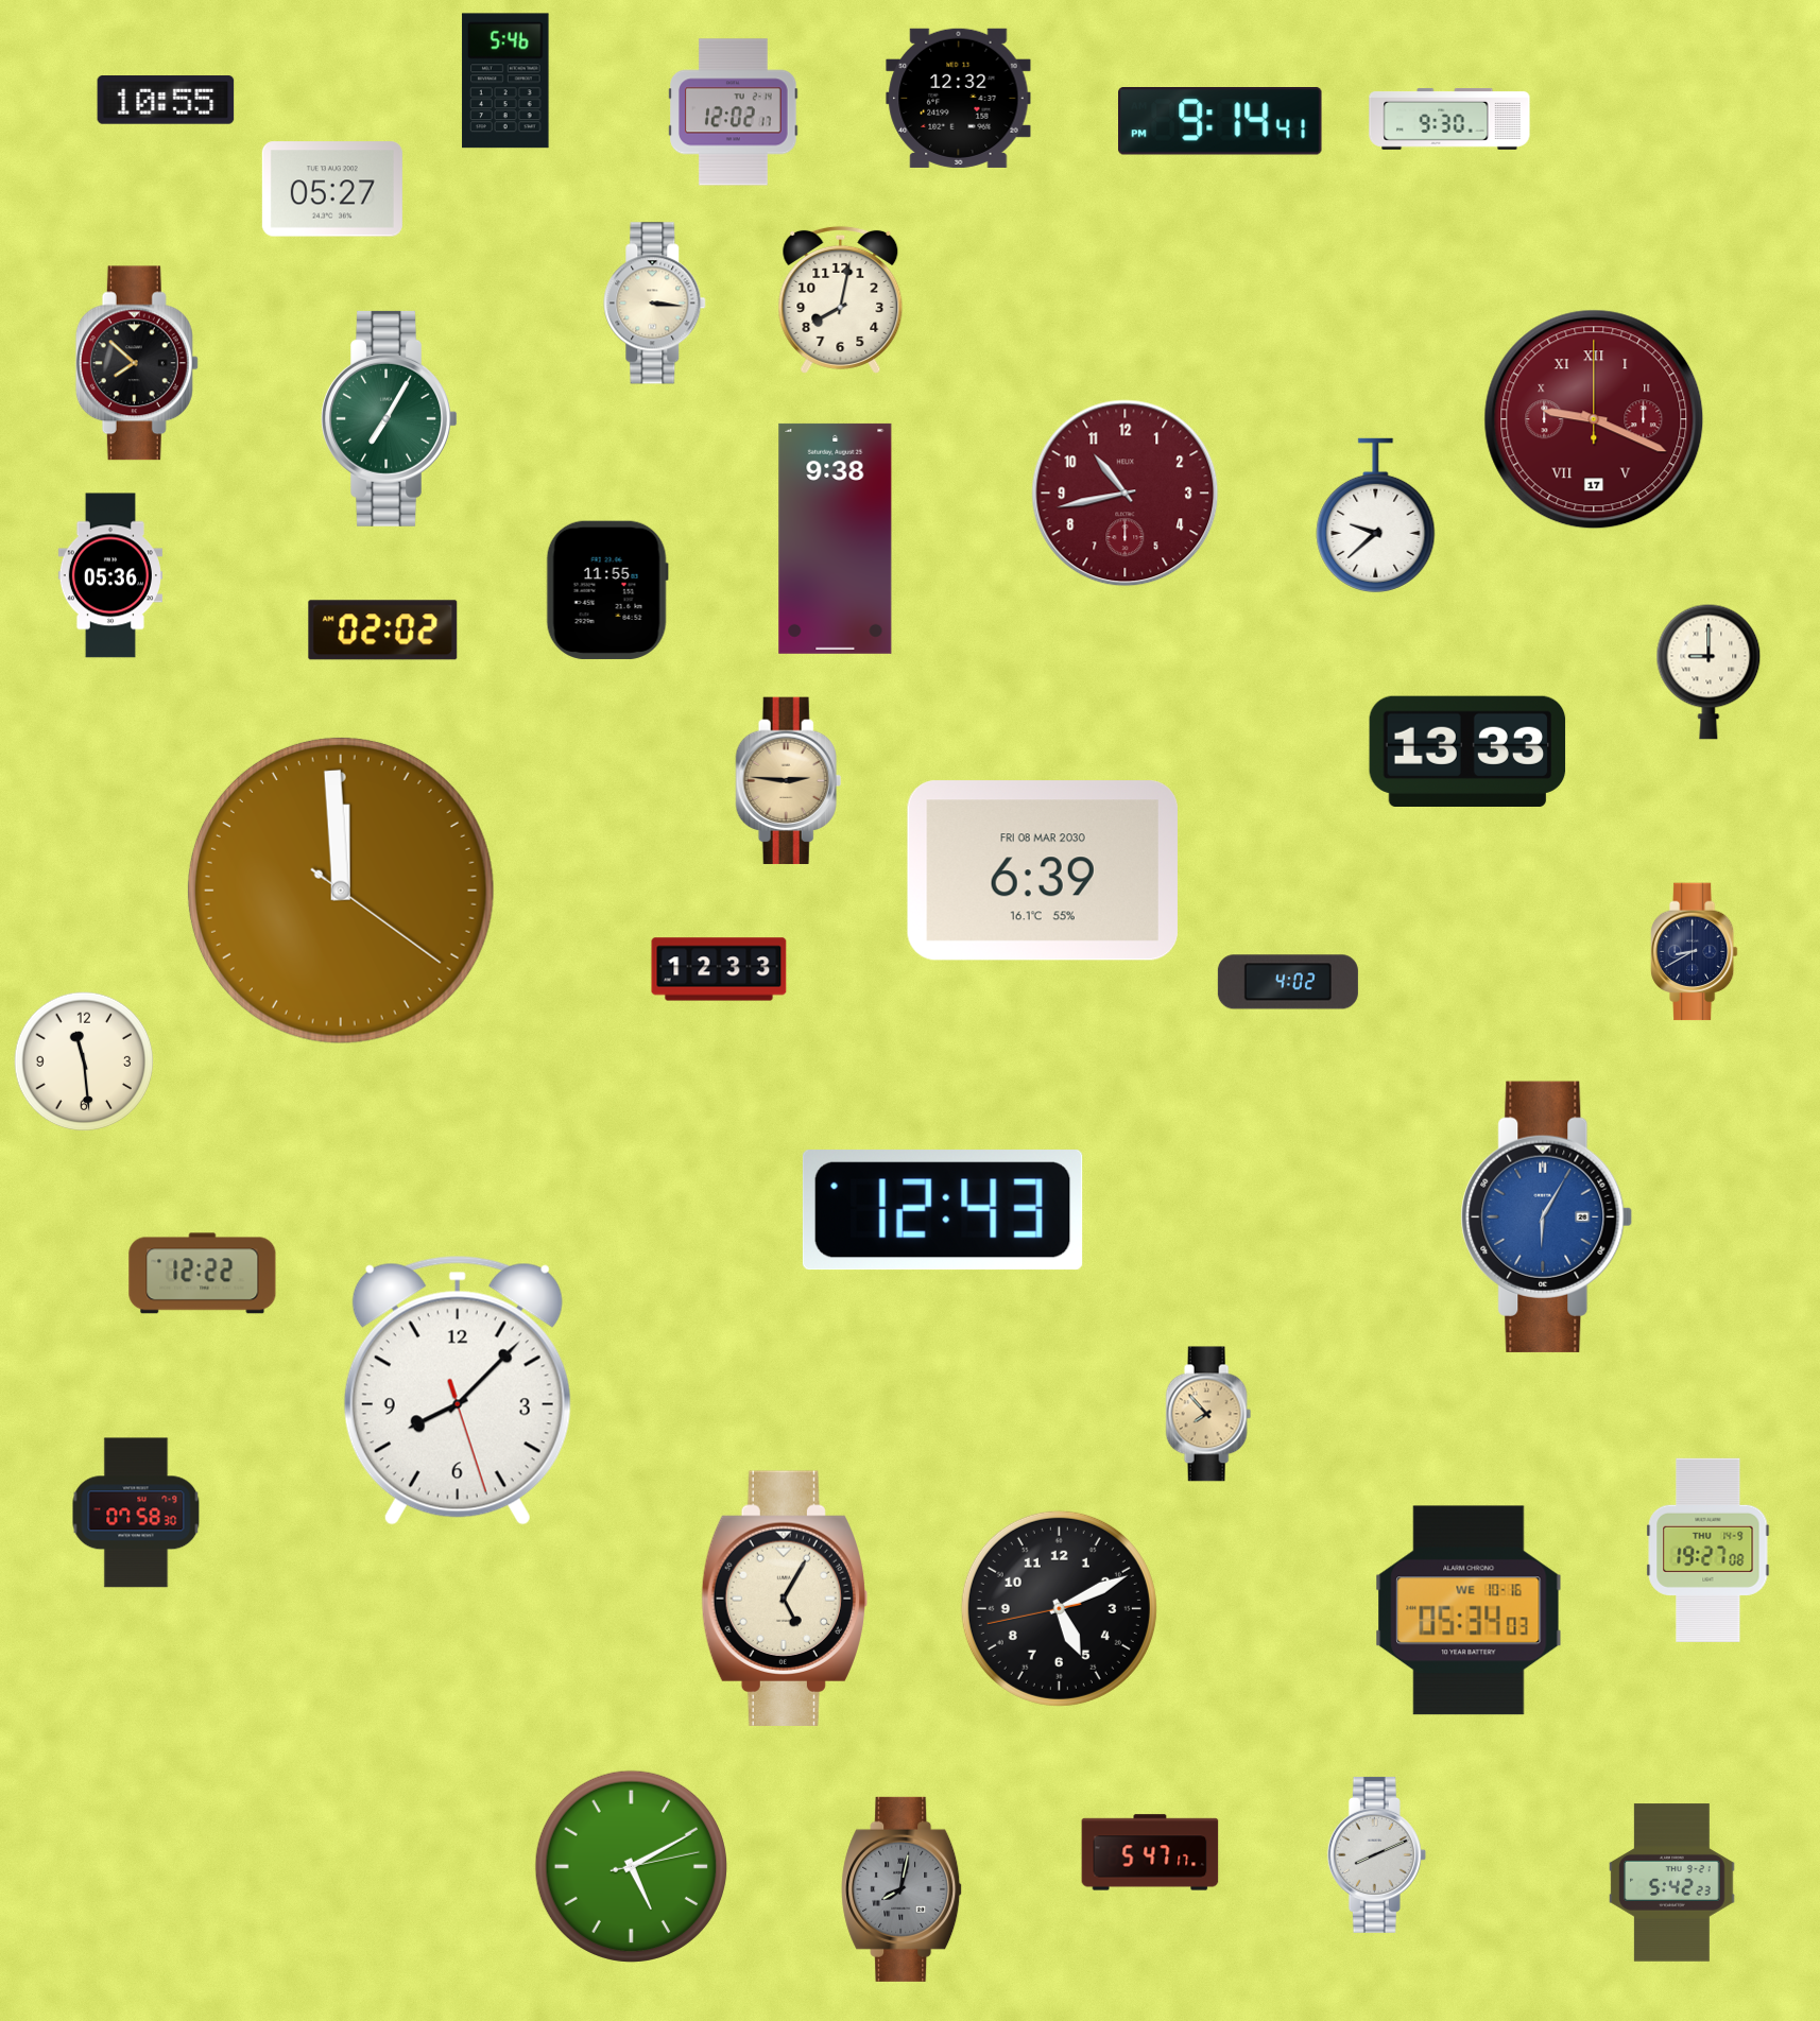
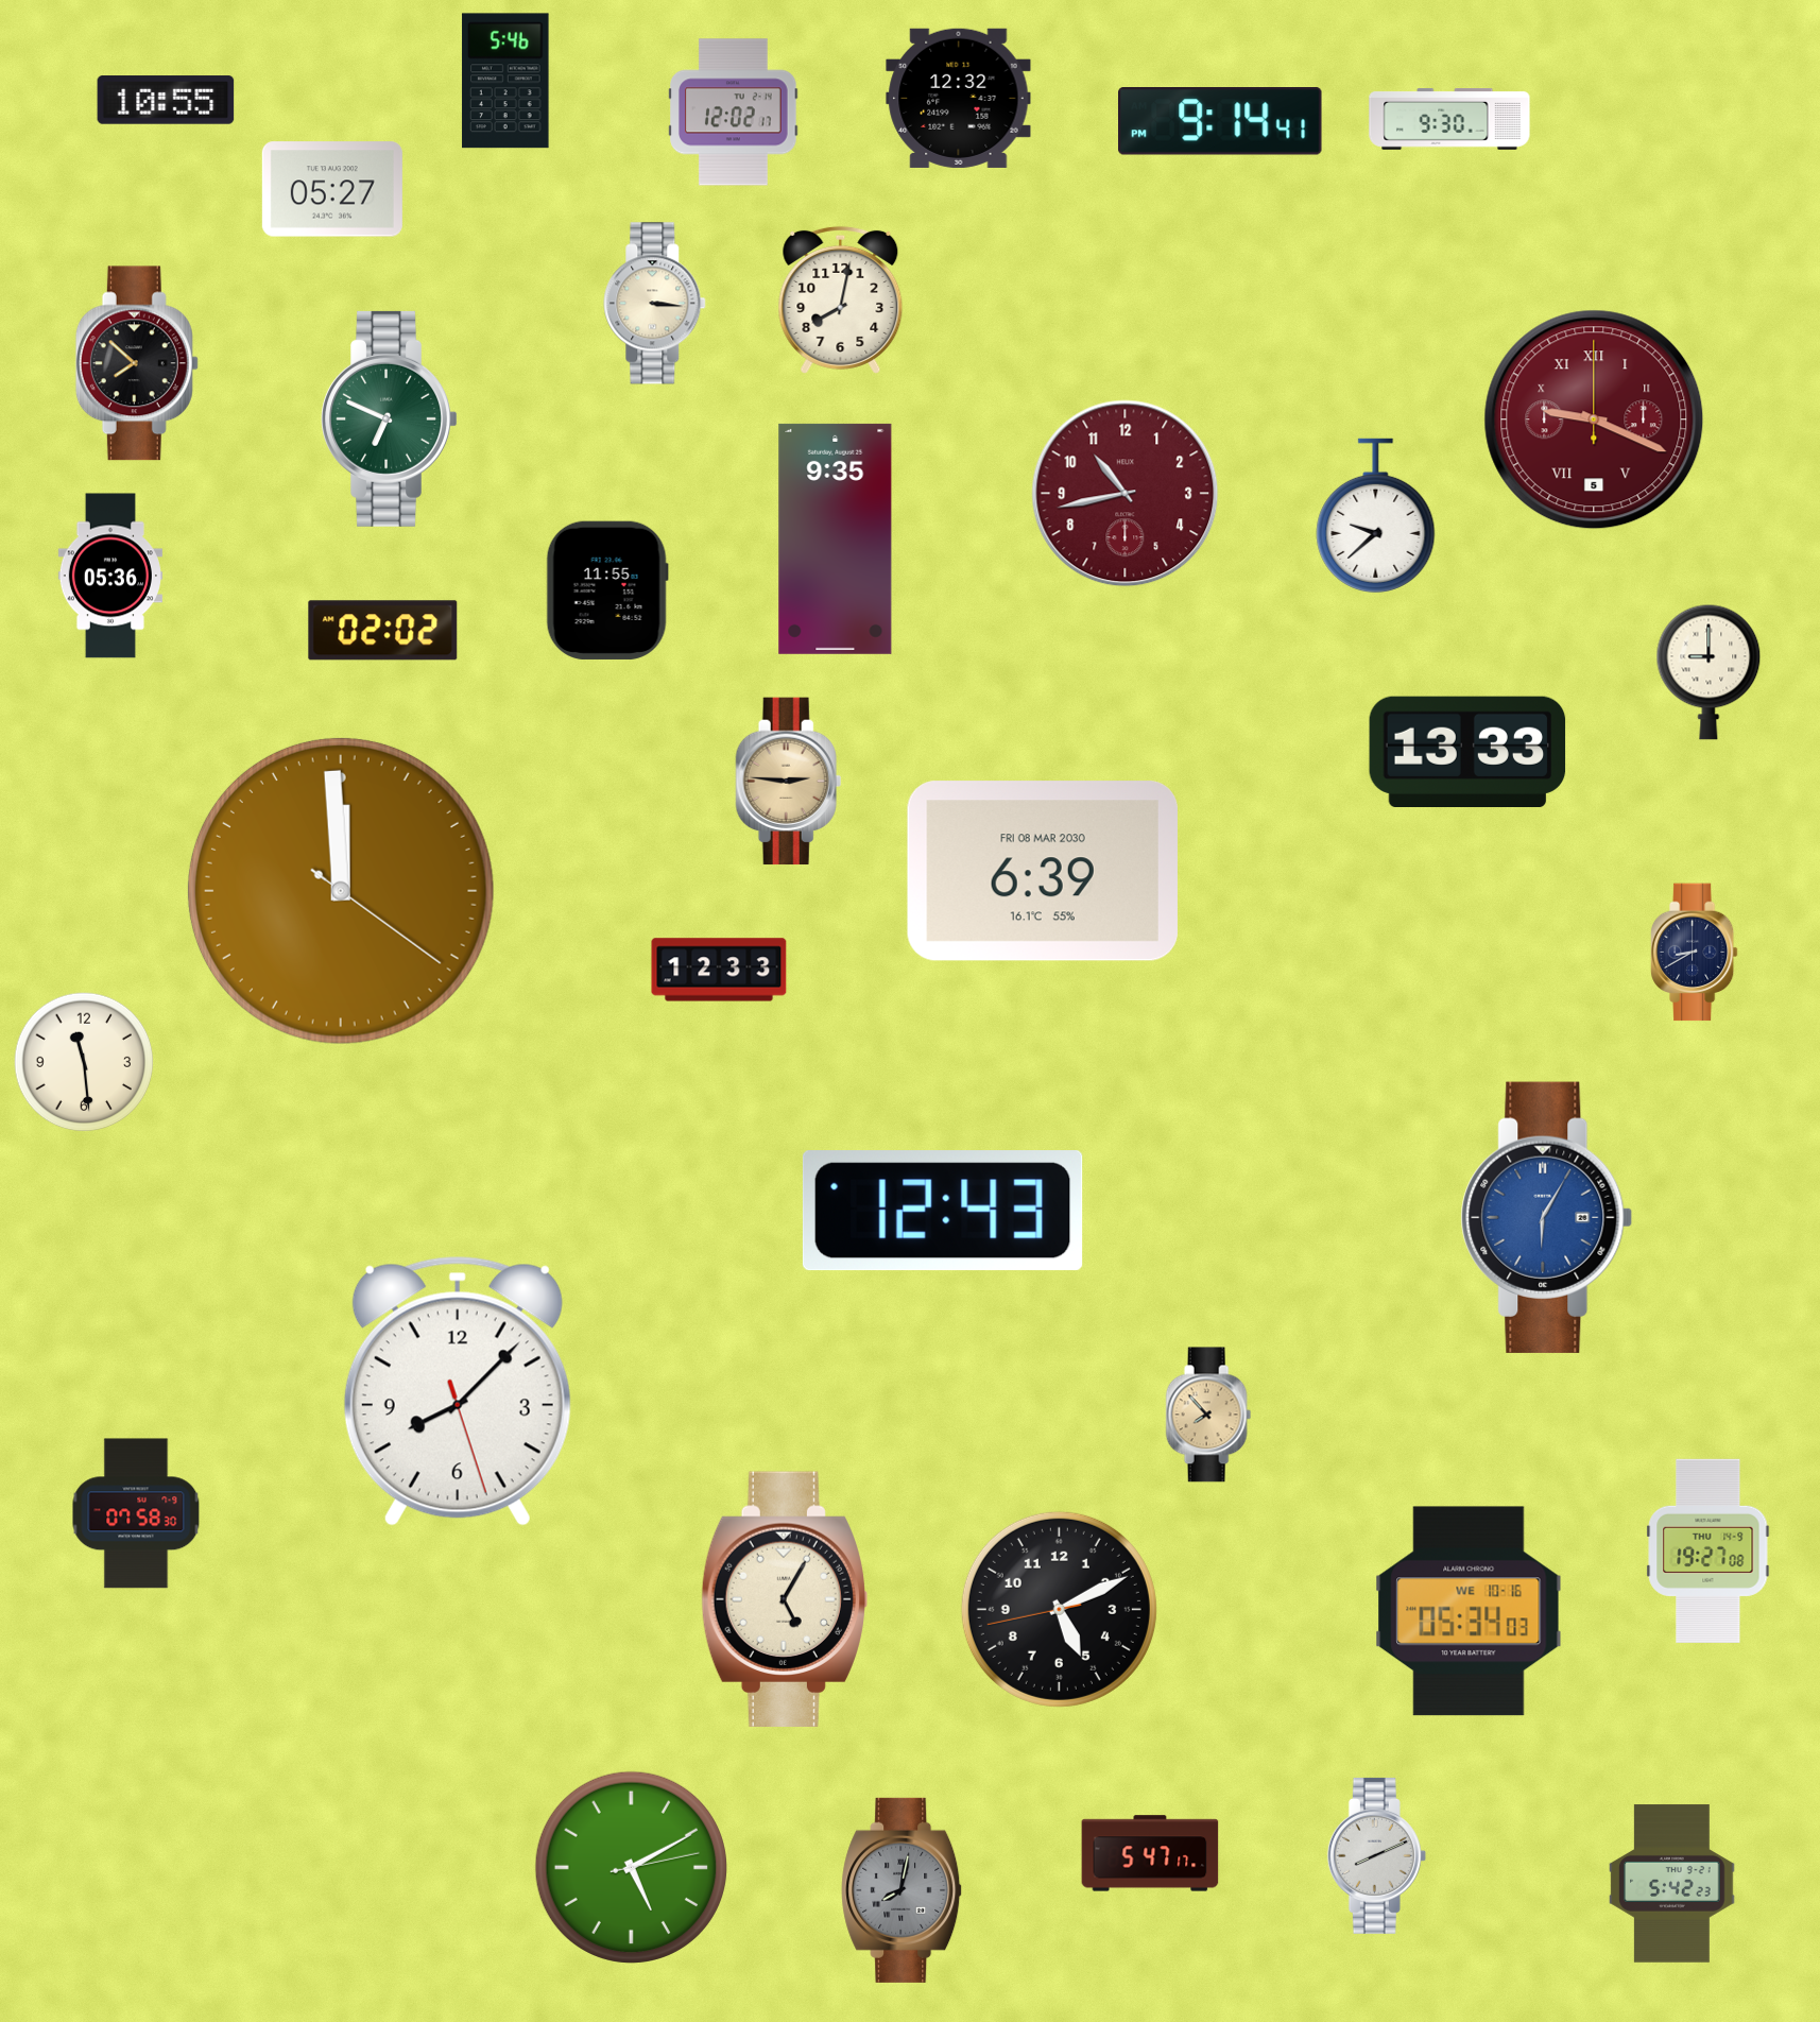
clock at (390, 418): 7:05 -> 6:49
clock at (1594, 419) date: 17 -> 5
clock at (836, 538): 9:38 -> 9:35
clock at (1288, 982): 4:02 -> none
clock at (203, 1274): 12:22 -> none
